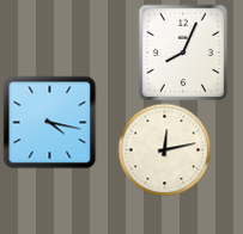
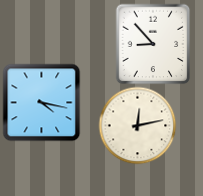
clock at (183, 53): 8:04 -> 8:53
